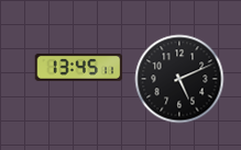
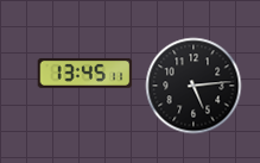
clock at (179, 79): 5:11 -> 5:14
